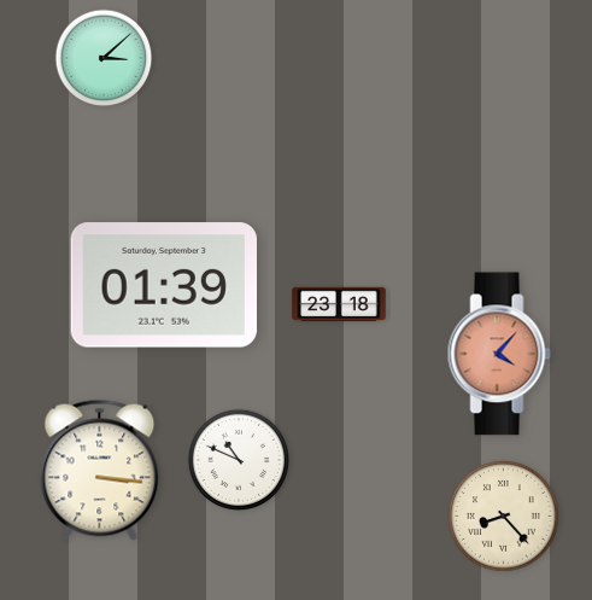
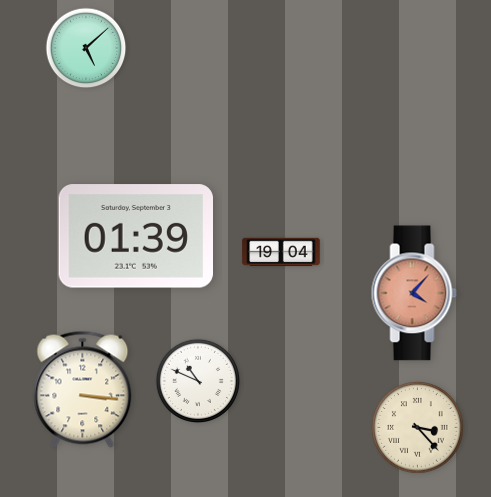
clock at (104, 58): 3:08 -> 5:08
clock at (339, 304): 23:18 -> 19:04
clock at (504, 517): 8:23 -> 3:23
